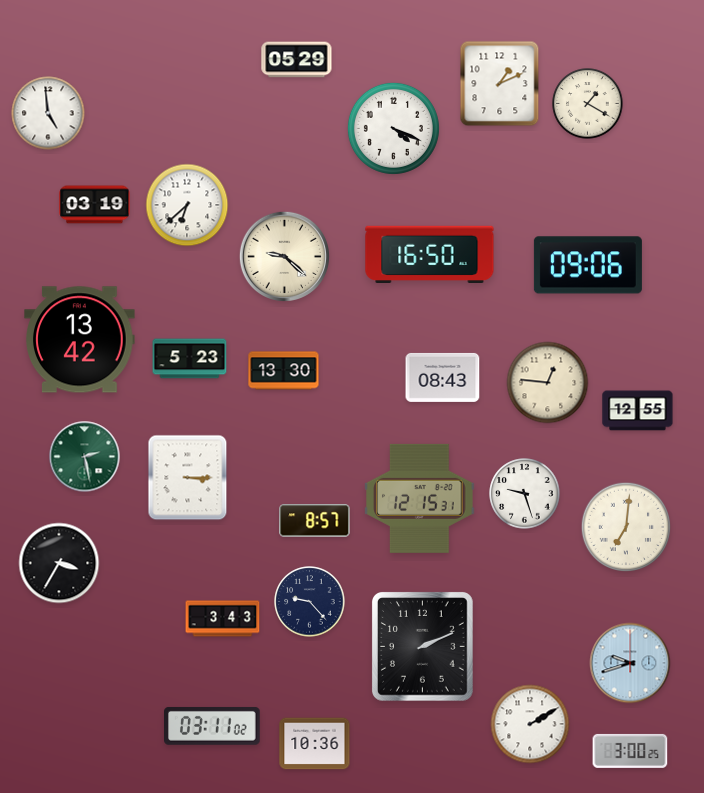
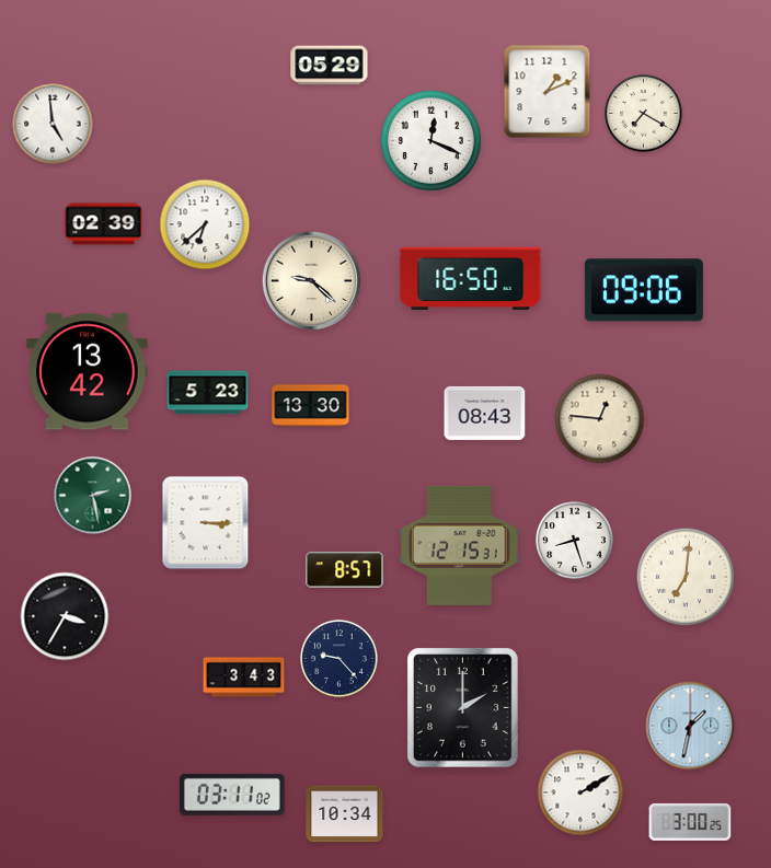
clock at (297, 60) position: (297, 60) -> (330, 66)
clock at (588, 104): 1:20 -> 7:20
clock at (393, 128): 4:19 -> 12:19
clock at (95, 205): 03:19 -> 02:39
clock at (638, 411): 12:55 -> none
clock at (85, 457) position: (85, 457) -> (93, 496)
clock at (525, 494): 9:27 -> 8:27
clock at (423, 647): 2:11 -> 2:00
clock at (630, 663): 9:42 -> 1:32
clock at (315, 744): 10:36 -> 10:34
